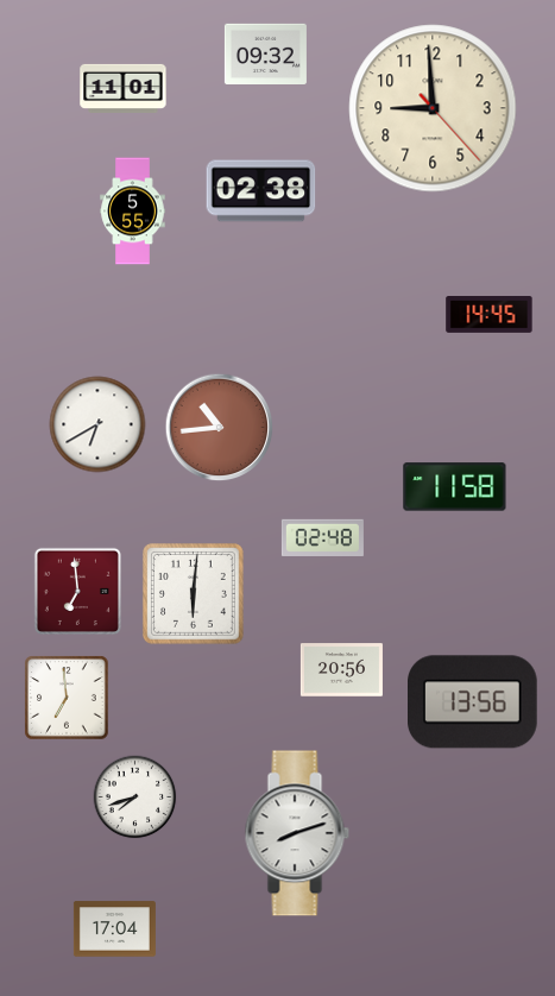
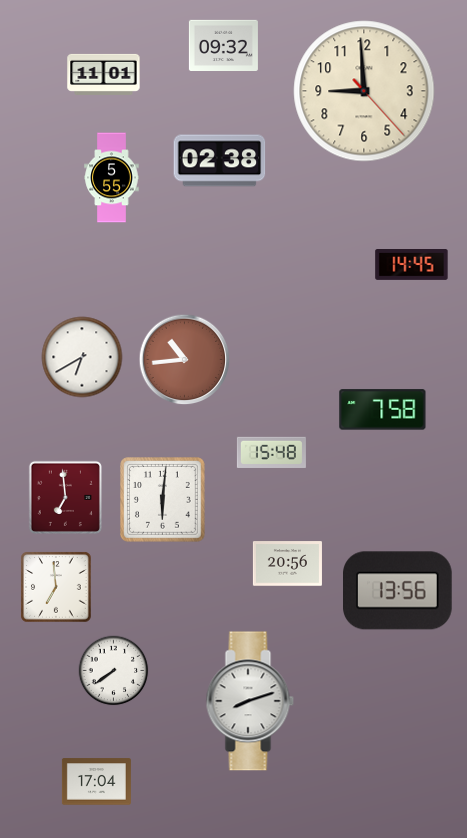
clock at (455, 487): 11:58 -> 7:58
clock at (322, 537): 02:48 -> 15:48
clock at (135, 798): 7:42 -> 7:39
